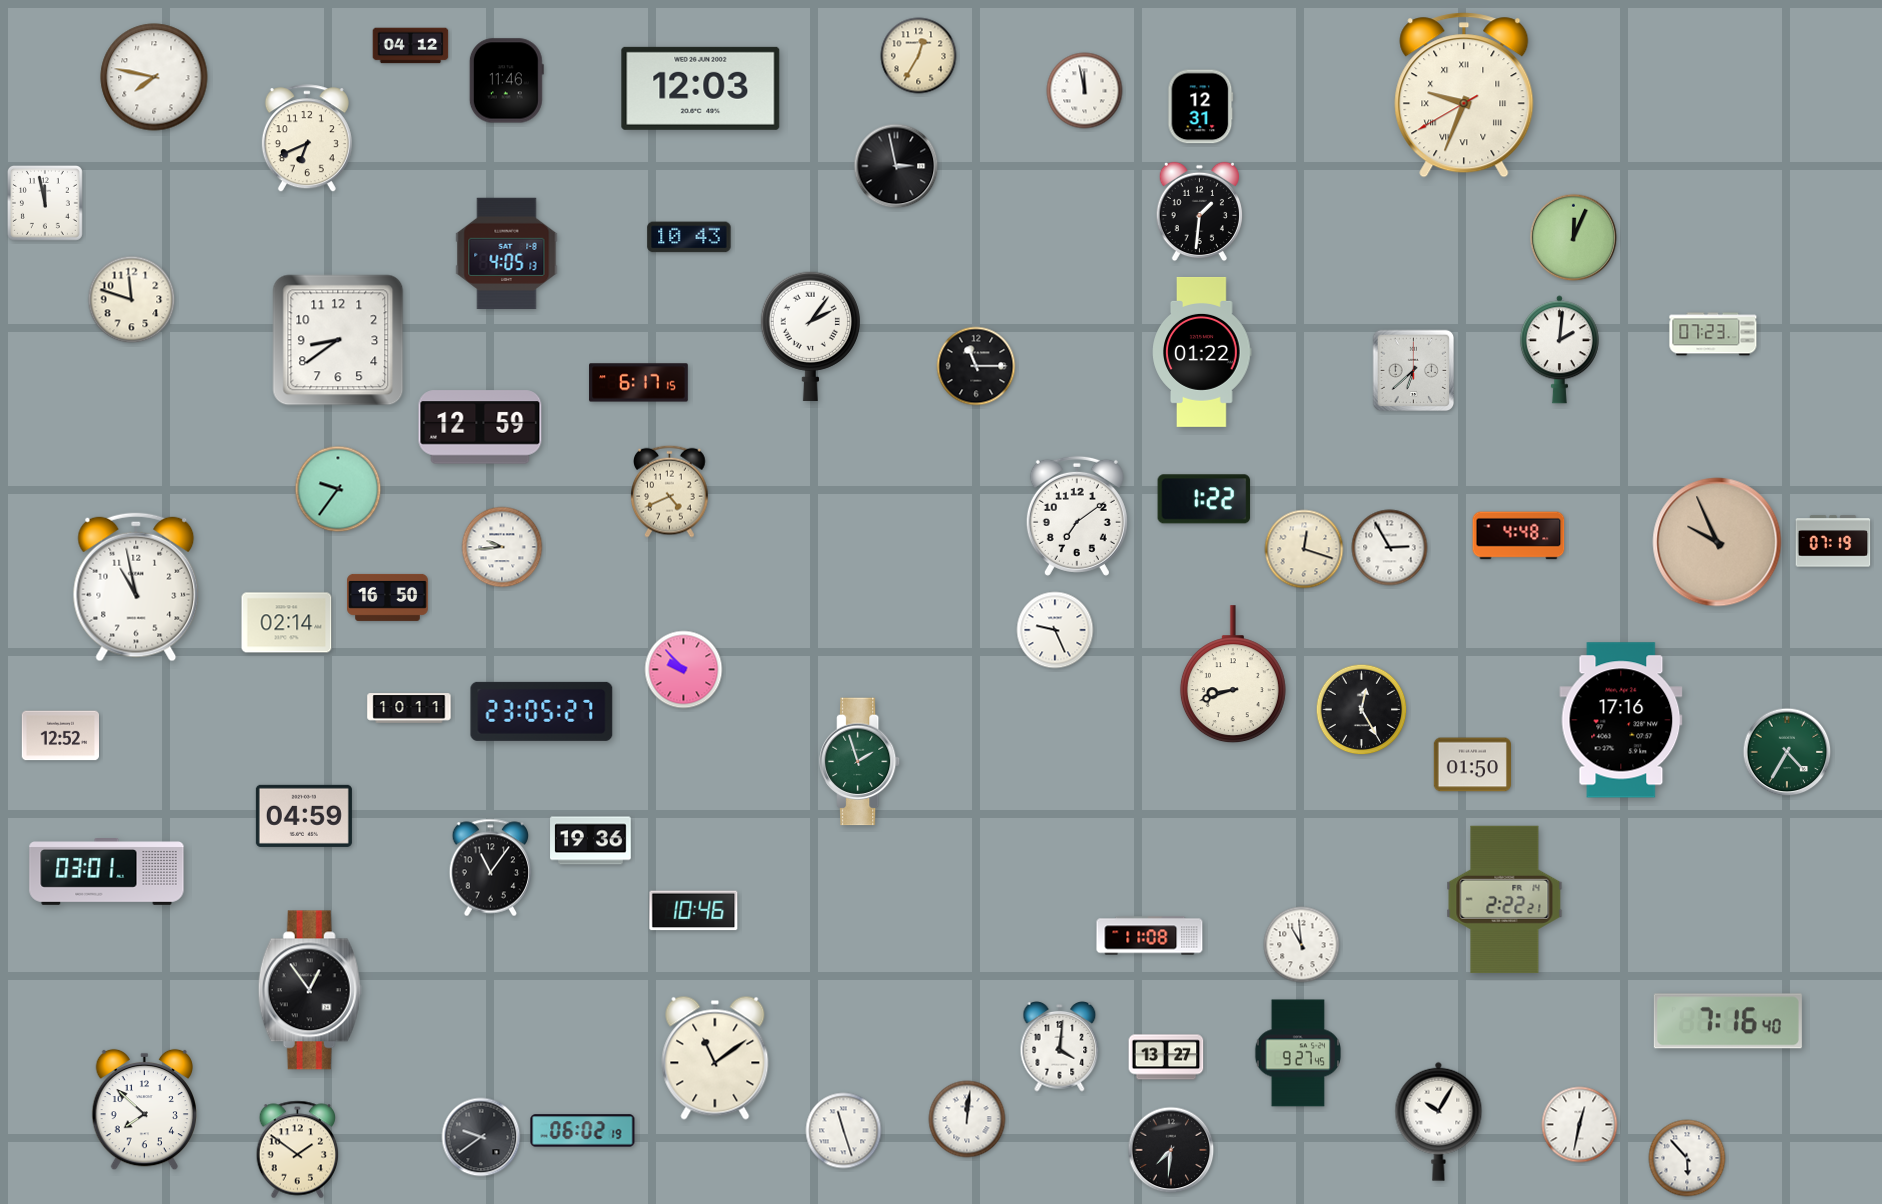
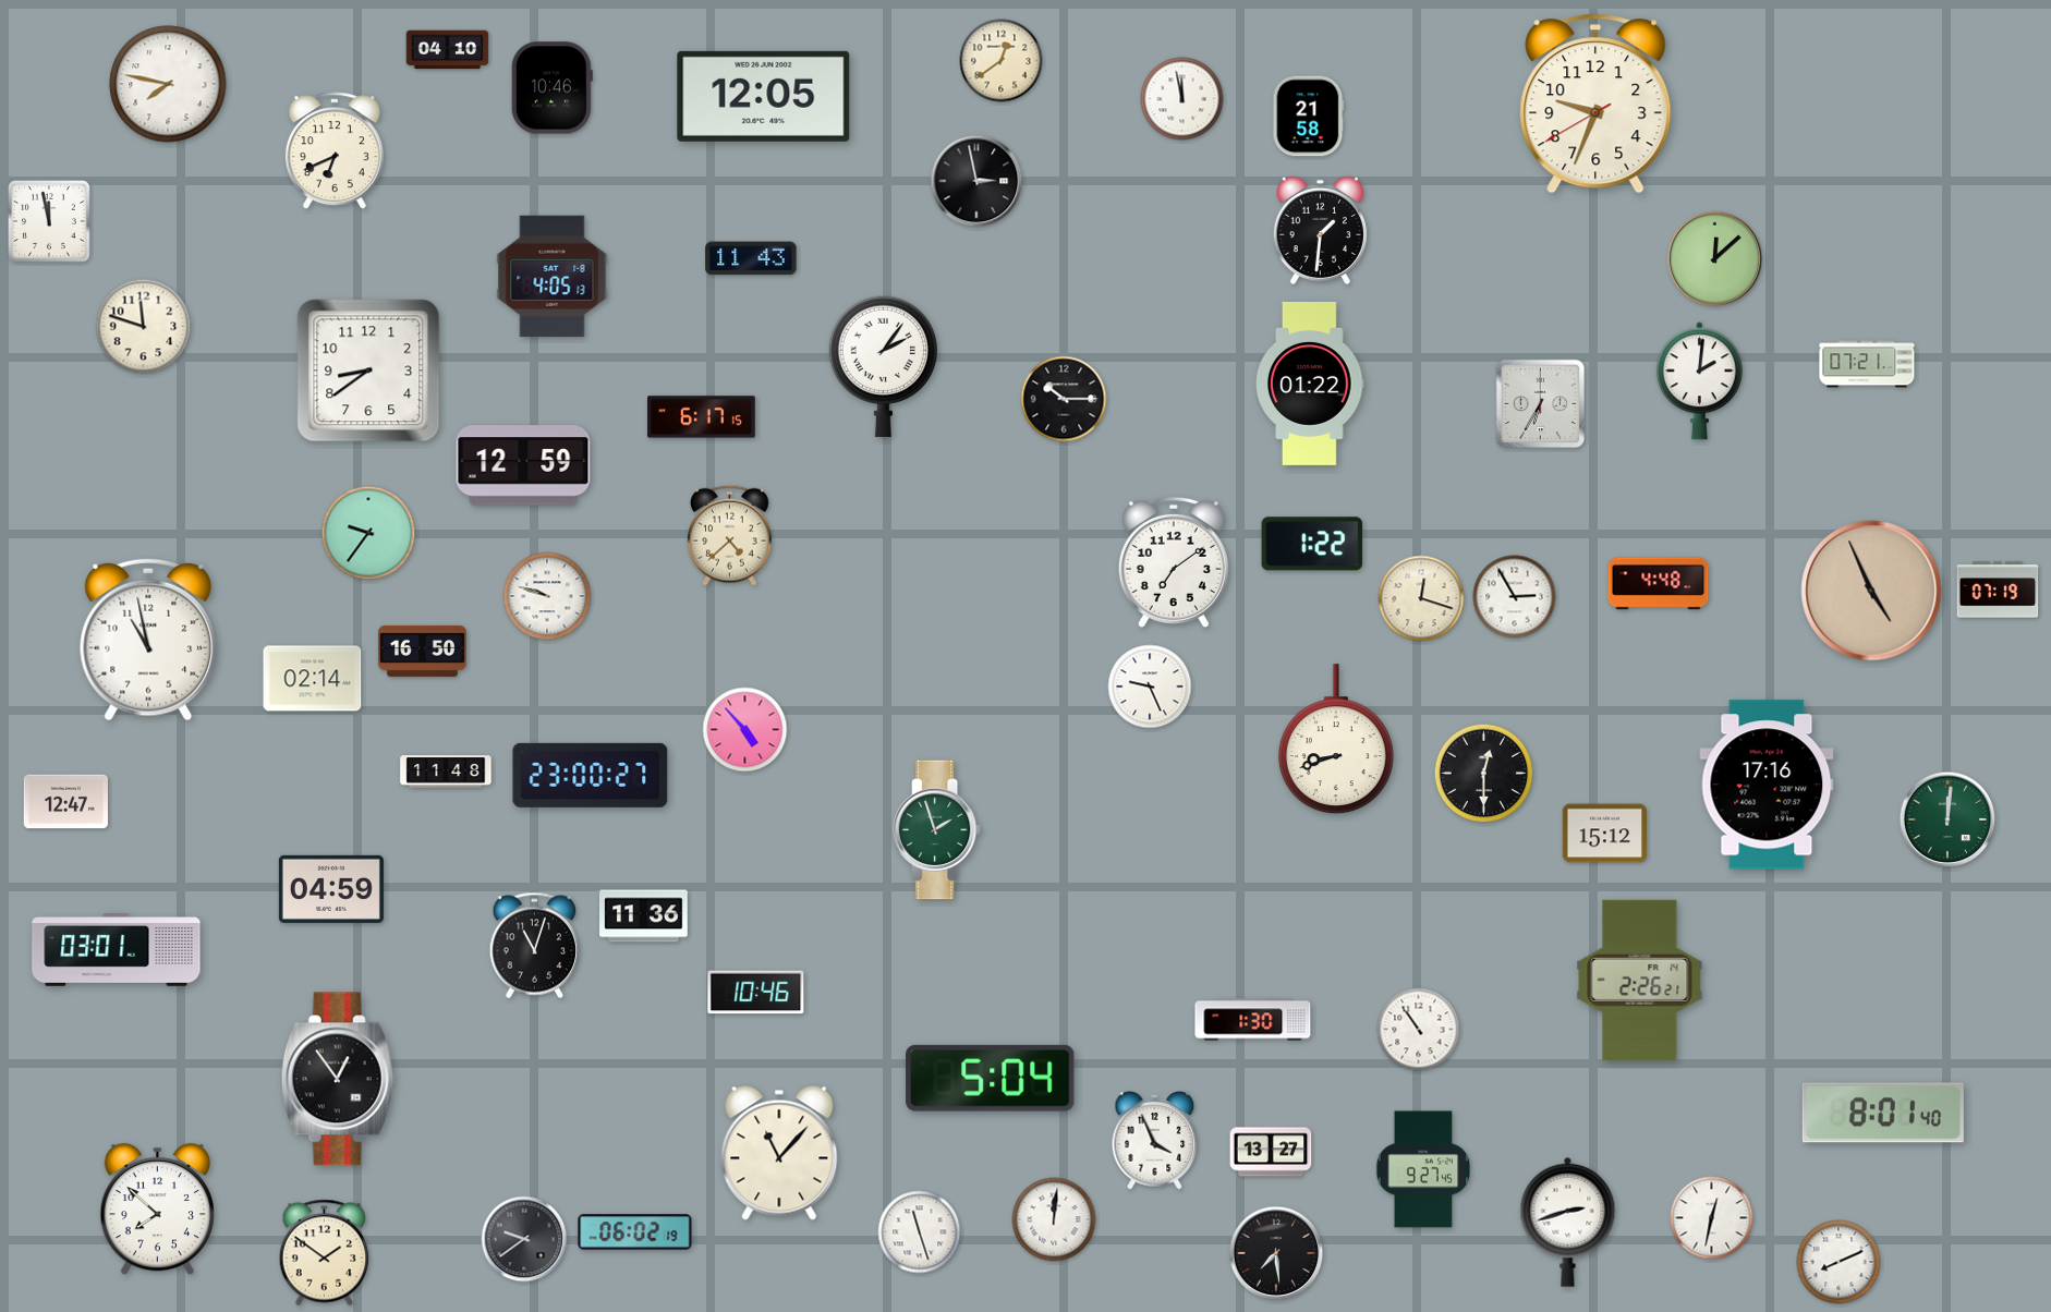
clock at (411, 46): 04:12 -> 04:10
clock at (919, 56): 12:35 -> 12:39
clock at (506, 81): 11:46 -> 10:46
clock at (701, 88): 12:03 -> 12:05
clock at (1464, 95) numerals: Roman -> Arabic
clock at (1201, 107): 12:31 -> 21:58
clock at (1199, 212) position: (1199, 212) -> (1320, 231)
clock at (689, 237): 10:43 -> 11:43
clock at (1574, 238): 12:04 -> 12:08
clock at (1713, 334): 07:23 -> 07:21
clock at (976, 366): 11:15 -> 10:15
clock at (1414, 371): 6:38 -> 6:35
clock at (639, 383) position: (639, 383) -> (702, 417)
clock at (670, 491): 4:41 -> 4:38
clock at (1519, 536) position: (1519, 536) -> (1659, 584)
clock at (1717, 542): 9:56 -> 4:56
clock at (502, 547): 9:44 -> 9:48
clock at (684, 670): 9:53 -> 4:53
clock at (1233, 675) position: (1233, 675) -> (1336, 740)
clock at (409, 708): 10:11 -> 11:48
clock at (1362, 710): 12:25 -> 12:30
clock at (542, 711): 23:05 -> 23:00
clock at (60, 736): 12:52 -> 12:47
clock at (1787, 752): 4:35 -> 12:01
clock at (1472, 765): 01:50 -> 15:12
clock at (591, 841): 19:36 -> 11:36
clock at (491, 868): 11:06 -> 11:03
clock at (1505, 899): 2:22 -> 2:26
clock at (1150, 936): 11:08 -> 1:30
clock at (1302, 945): 10:59 -> 10:54
clock at (991, 1078): none -> 5:04
clock at (1728, 1021): 7:16 -> 8:01
clock at (1060, 1047): 4:01 -> 3:56
clock at (1297, 1053) position: (1297, 1053) -> (1422, 1169)
clock at (715, 1058): 11:09 -> 11:07
clock at (1439, 1121): 10:05 -> 2:42
clock at (1580, 1125) position: (1580, 1125) -> (1712, 1218)
clock at (1171, 1150): 7:31 -> 7:29
clock at (1687, 1158): 5:53 -> 8:11
